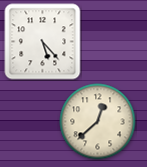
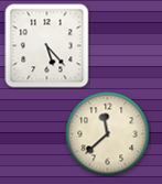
clock at (98, 122): 12:38 -> 11:38
